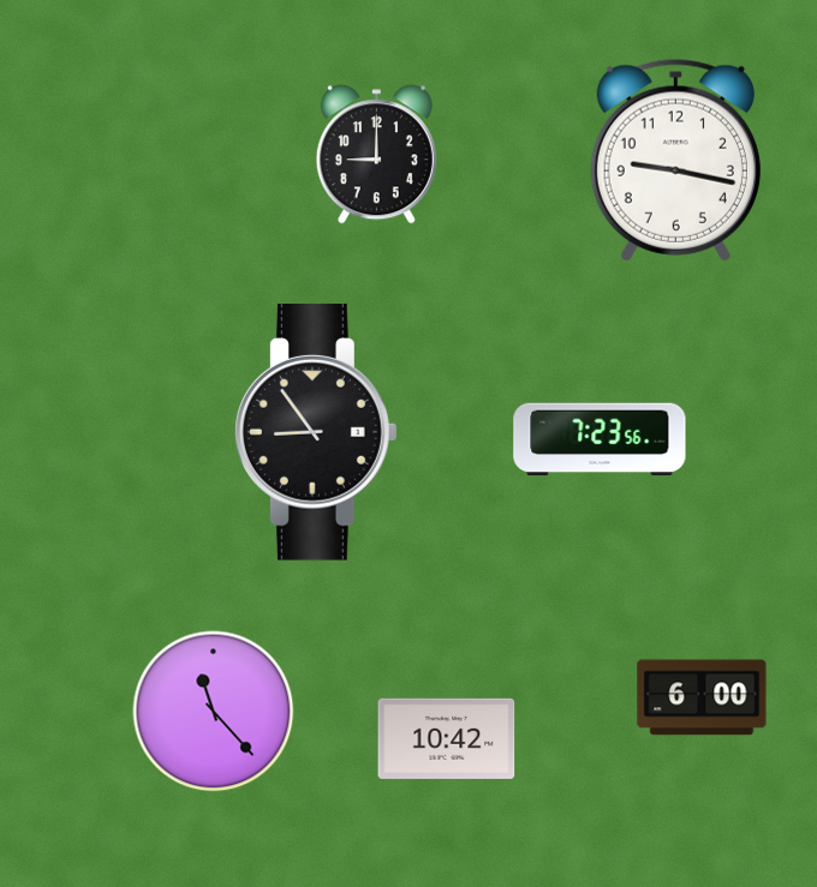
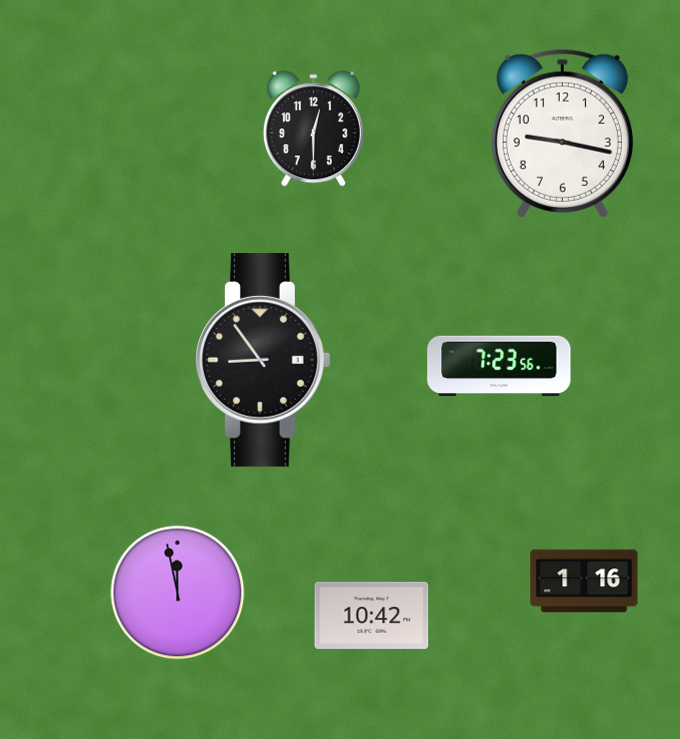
clock at (376, 155): 9:00 -> 12:30
clock at (702, 697): 6:00 -> 1:16
clock at (214, 712): 11:23 -> 11:58
